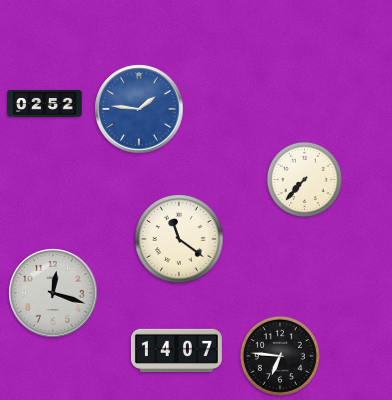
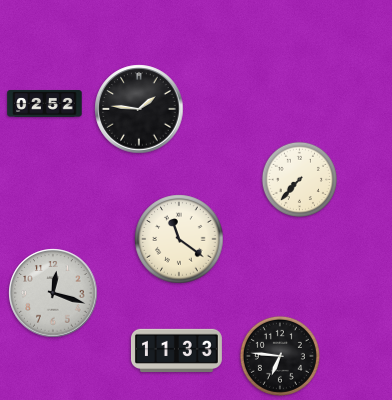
clock at (139, 109) dial: blue -> black
clock at (304, 179) position: (304, 179) -> (299, 179)
clock at (176, 350): 14:07 -> 11:33
